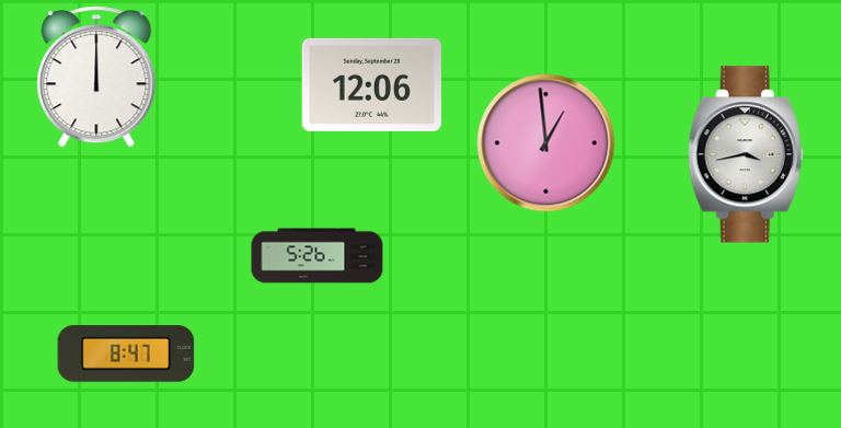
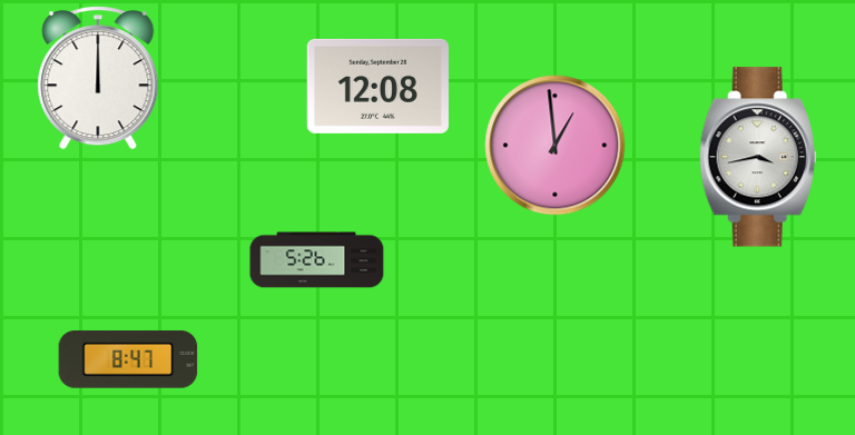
clock at (371, 84): 12:06 -> 12:08
clock at (318, 256) position: (318, 256) -> (317, 260)
